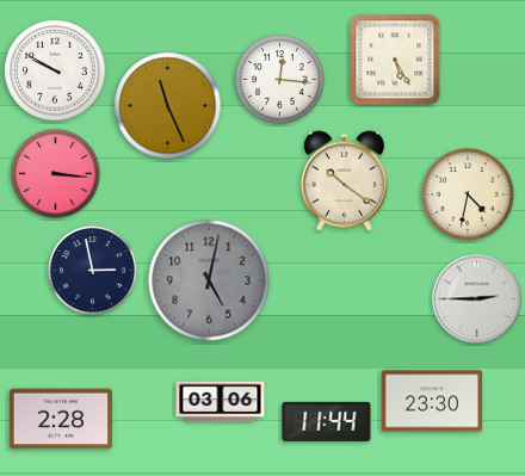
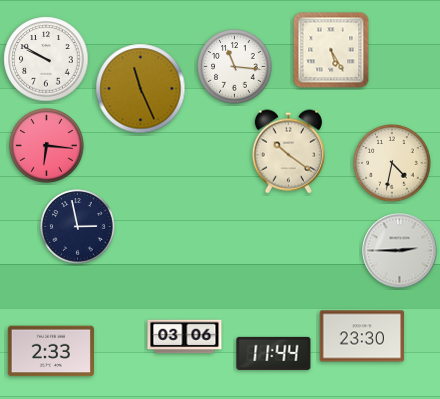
clock at (280, 80): 12:16 -> 11:16
clock at (56, 174): 3:16 -> 6:16
clock at (209, 280): 5:02 -> none
clock at (61, 419): 2:28 -> 2:33
